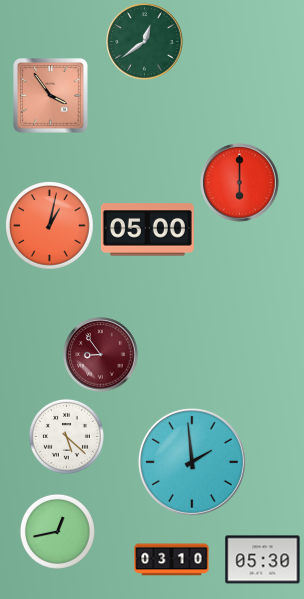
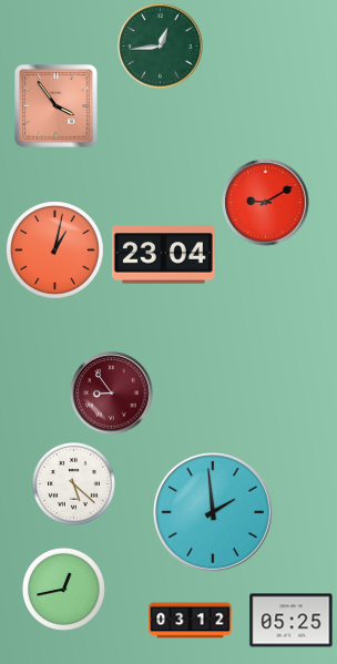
clock at (145, 42): 12:39 -> 12:44
clock at (240, 183): 6:00 -> 9:10
clock at (147, 230): 05:00 -> 23:04
clock at (172, 560): 03:10 -> 03:12
clock at (263, 560): 05:30 -> 05:25
